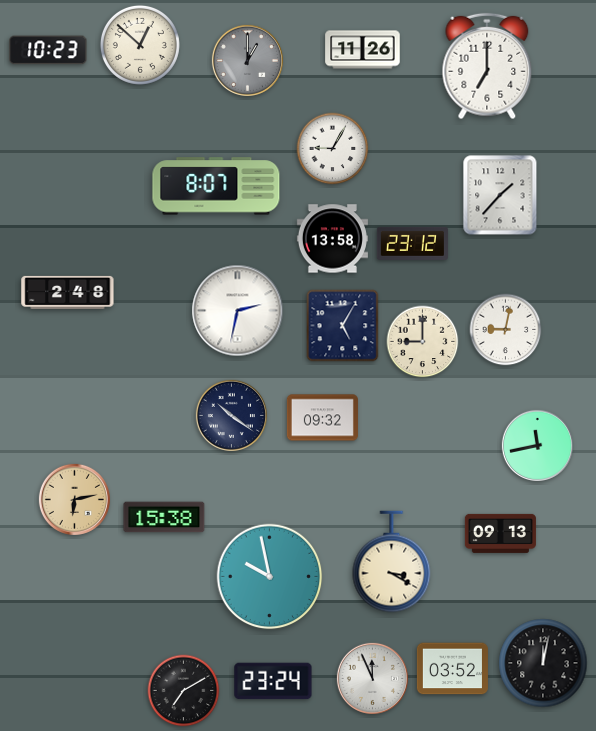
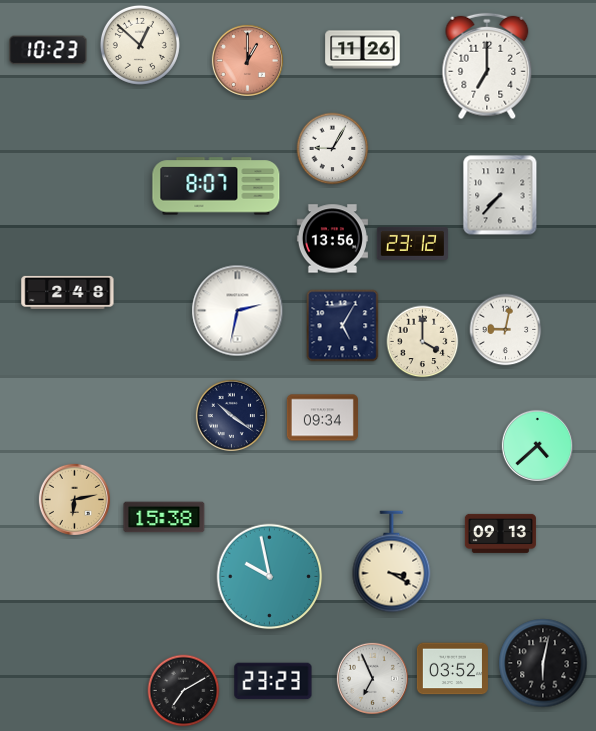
clock at (247, 60) dial: grey -> salmon
clock at (500, 195): 1:37 -> 7:37
clock at (332, 239): 13:58 -> 13:56
clock at (423, 342): 9:00 -> 4:00
clock at (322, 418): 09:32 -> 09:34
clock at (537, 445): 11:43 -> 4:38
clock at (543, 663): 12:02 -> 6:02
clock at (372, 678): 11:56 -> 6:56
clock at (273, 681): 23:24 -> 23:23
